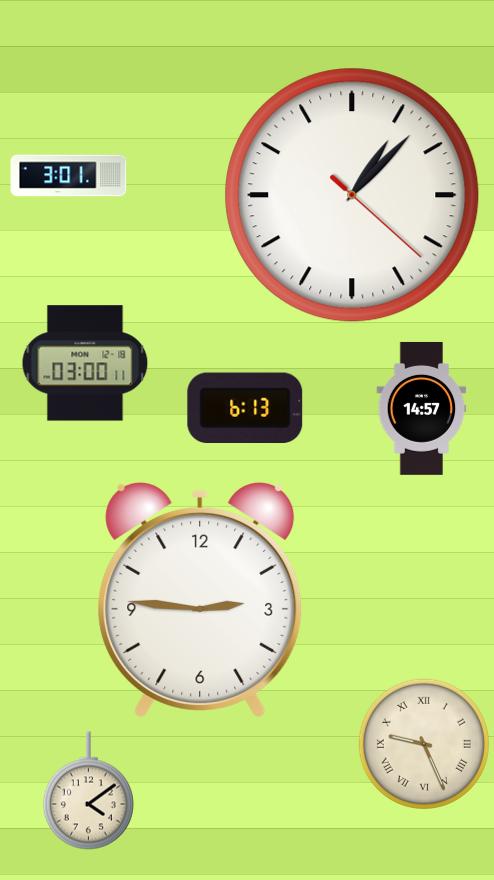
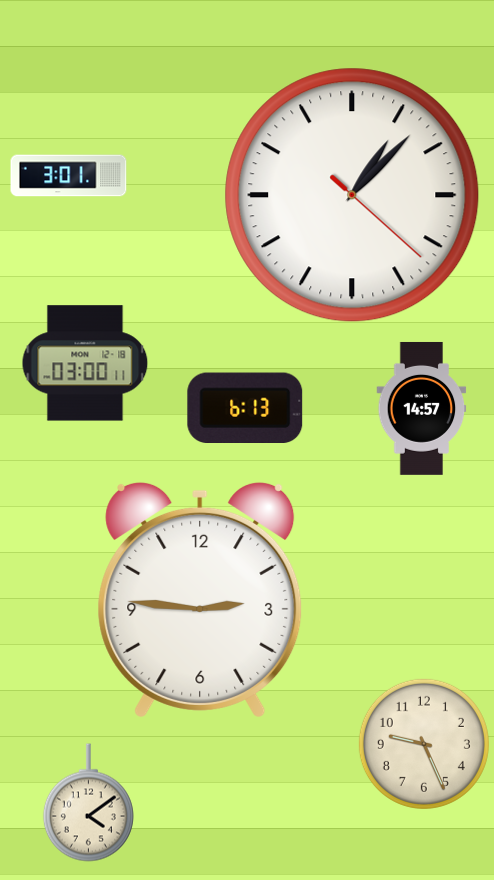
clock at (424, 744) numerals: Roman -> Arabic
clock at (88, 791) position: (88, 791) -> (88, 803)
